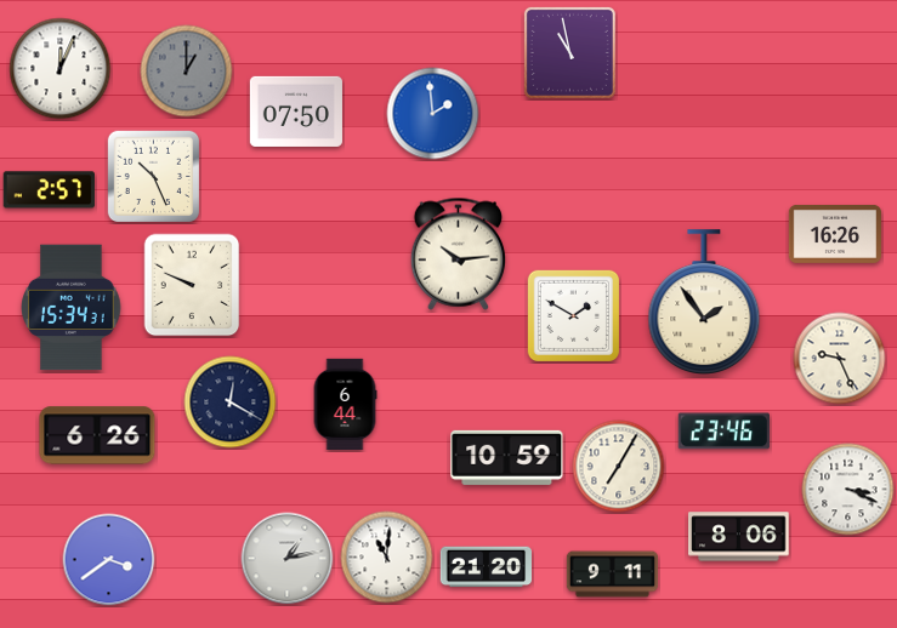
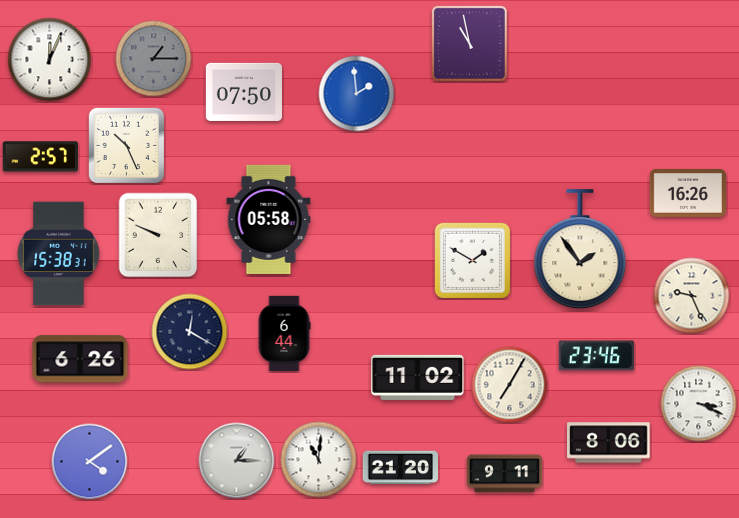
clock at (61, 69) position: (61, 69) -> (50, 60)
clock at (187, 72): 1:00 -> 1:15
clock at (458, 253): 10:14 -> none
clock at (269, 219): none -> 05:58
clock at (72, 308): 15:34 -> 15:38
clock at (507, 457): 10:59 -> 11:02
clock at (288, 559): 1:13 -> 1:15
clock at (109, 560): 3:39 -> 4:09
